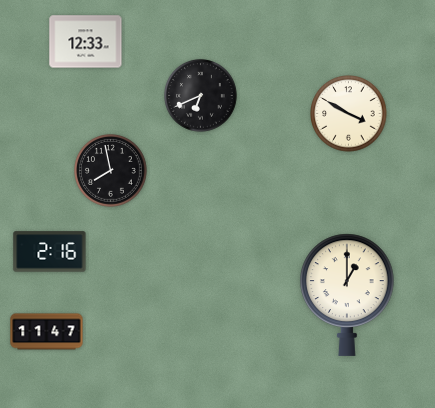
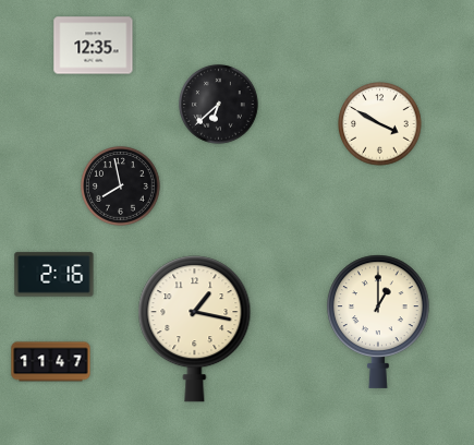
clock at (86, 42): 12:33 -> 12:35
clock at (201, 96): 6:41 -> 6:38
clock at (195, 329): none -> 1:17
